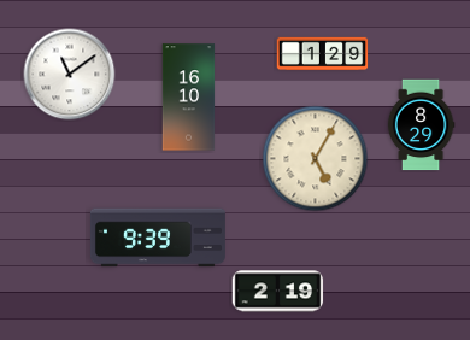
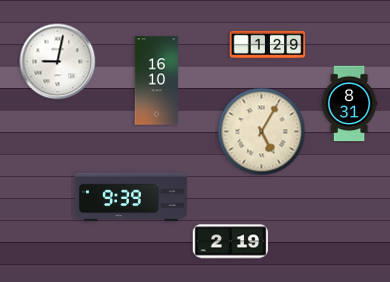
clock at (70, 75): 11:09 -> 9:02
clock at (421, 125): 8:29 -> 8:31
